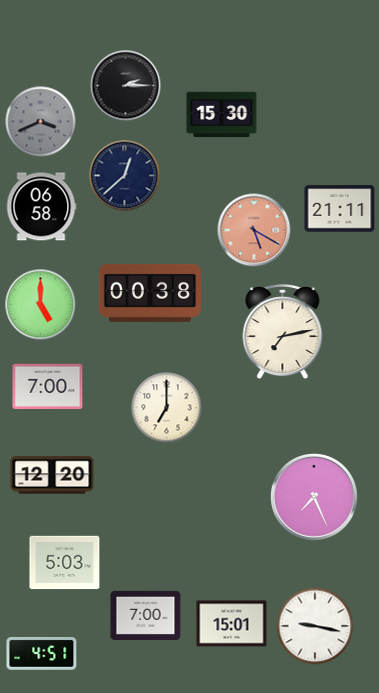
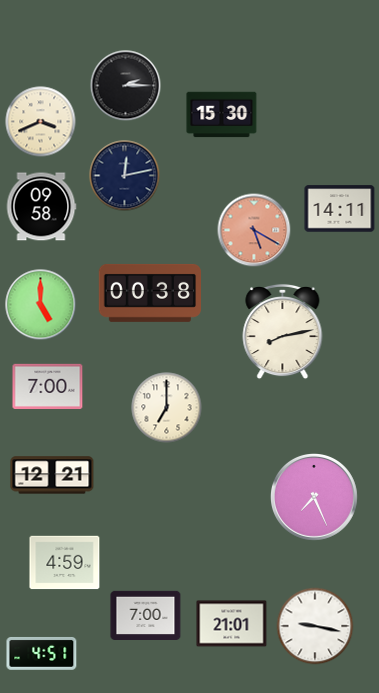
clock at (41, 122) dial: grey -> cream
clock at (125, 176): 12:38 -> 12:13
clock at (41, 207): 06:58 -> 09:58
clock at (340, 209): 21:11 -> 14:11
clock at (283, 332): 7:13 -> 8:13
clock at (52, 475): 12:20 -> 12:21
clock at (65, 563): 5:03 -> 4:59
clock at (232, 624): 15:01 -> 21:01
